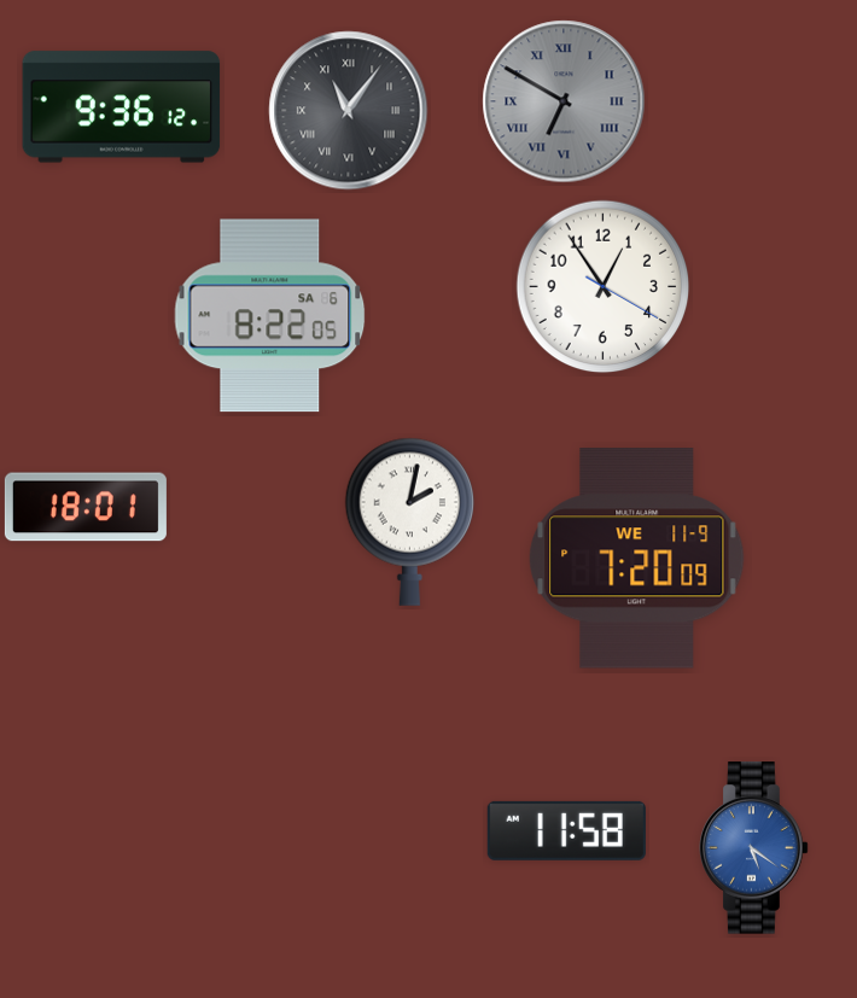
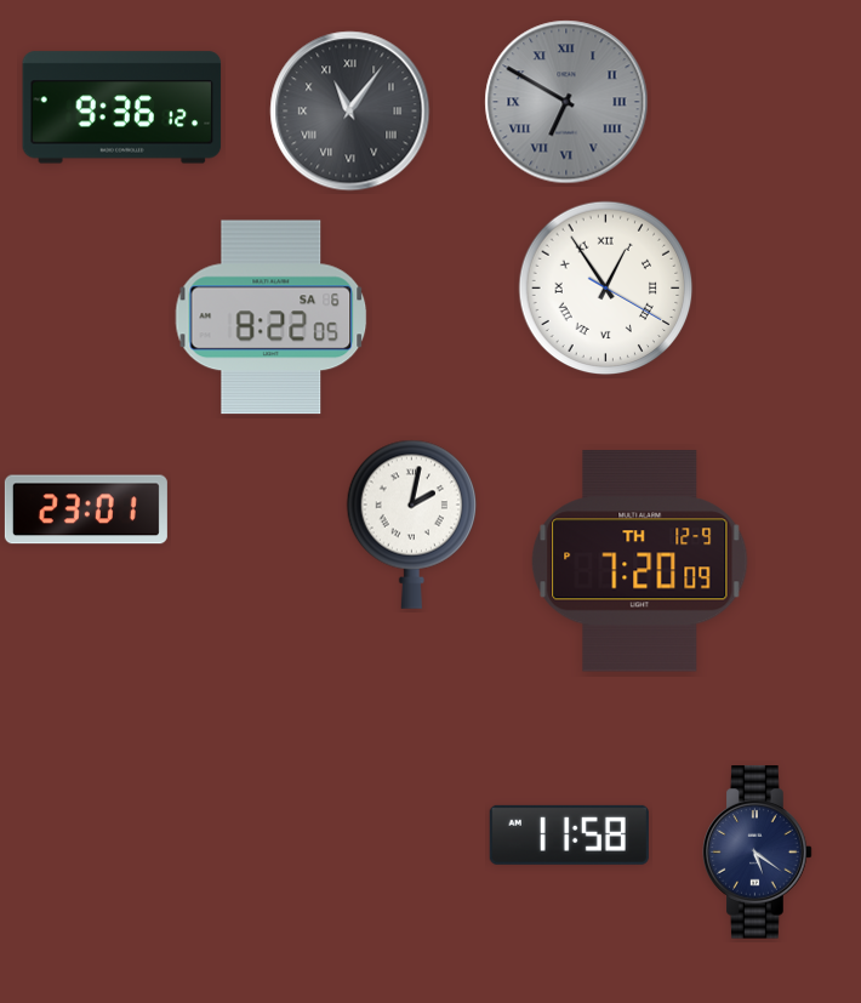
clock at (604, 287) numerals: Arabic -> Roman
clock at (86, 507): 18:01 -> 23:01
clock at (637, 559) date: WE 11-9 -> TH 12-9
clock at (754, 848) dial: blue -> navy
